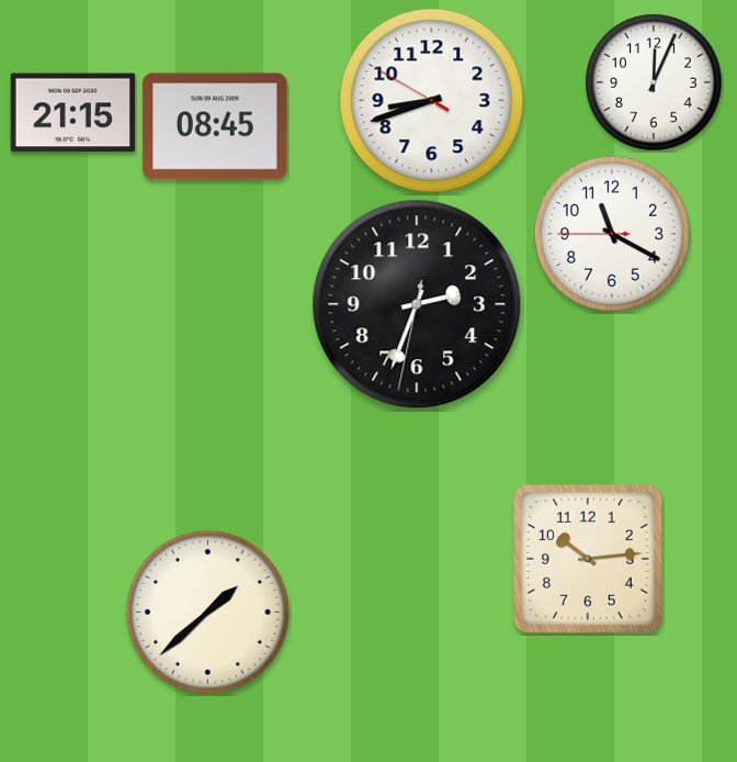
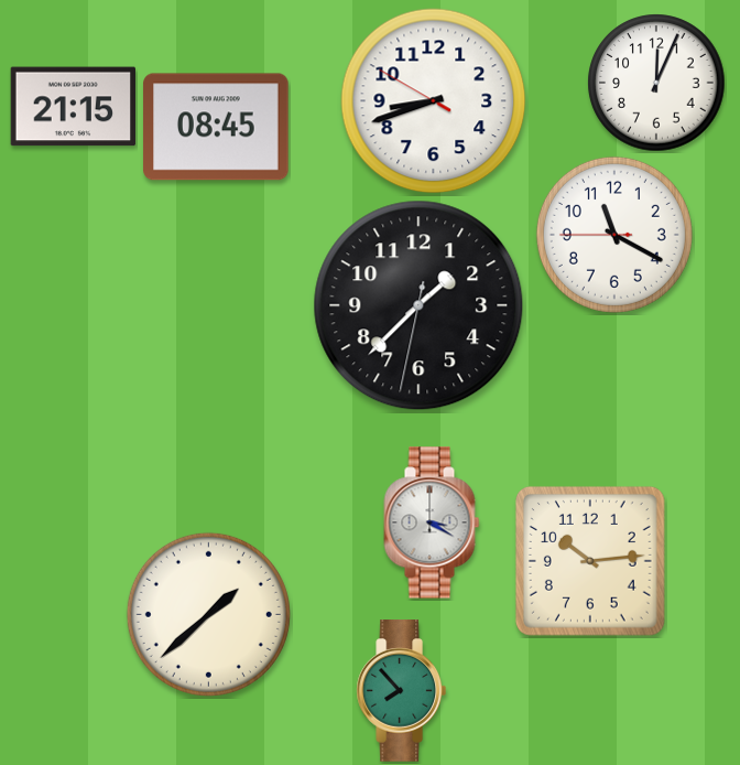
clock at (73, 113) position: (73, 113) -> (74, 107)
clock at (417, 304): 2:33 -> 1:37
clock at (432, 522): none -> 3:20
clock at (401, 691): none -> 7:53
